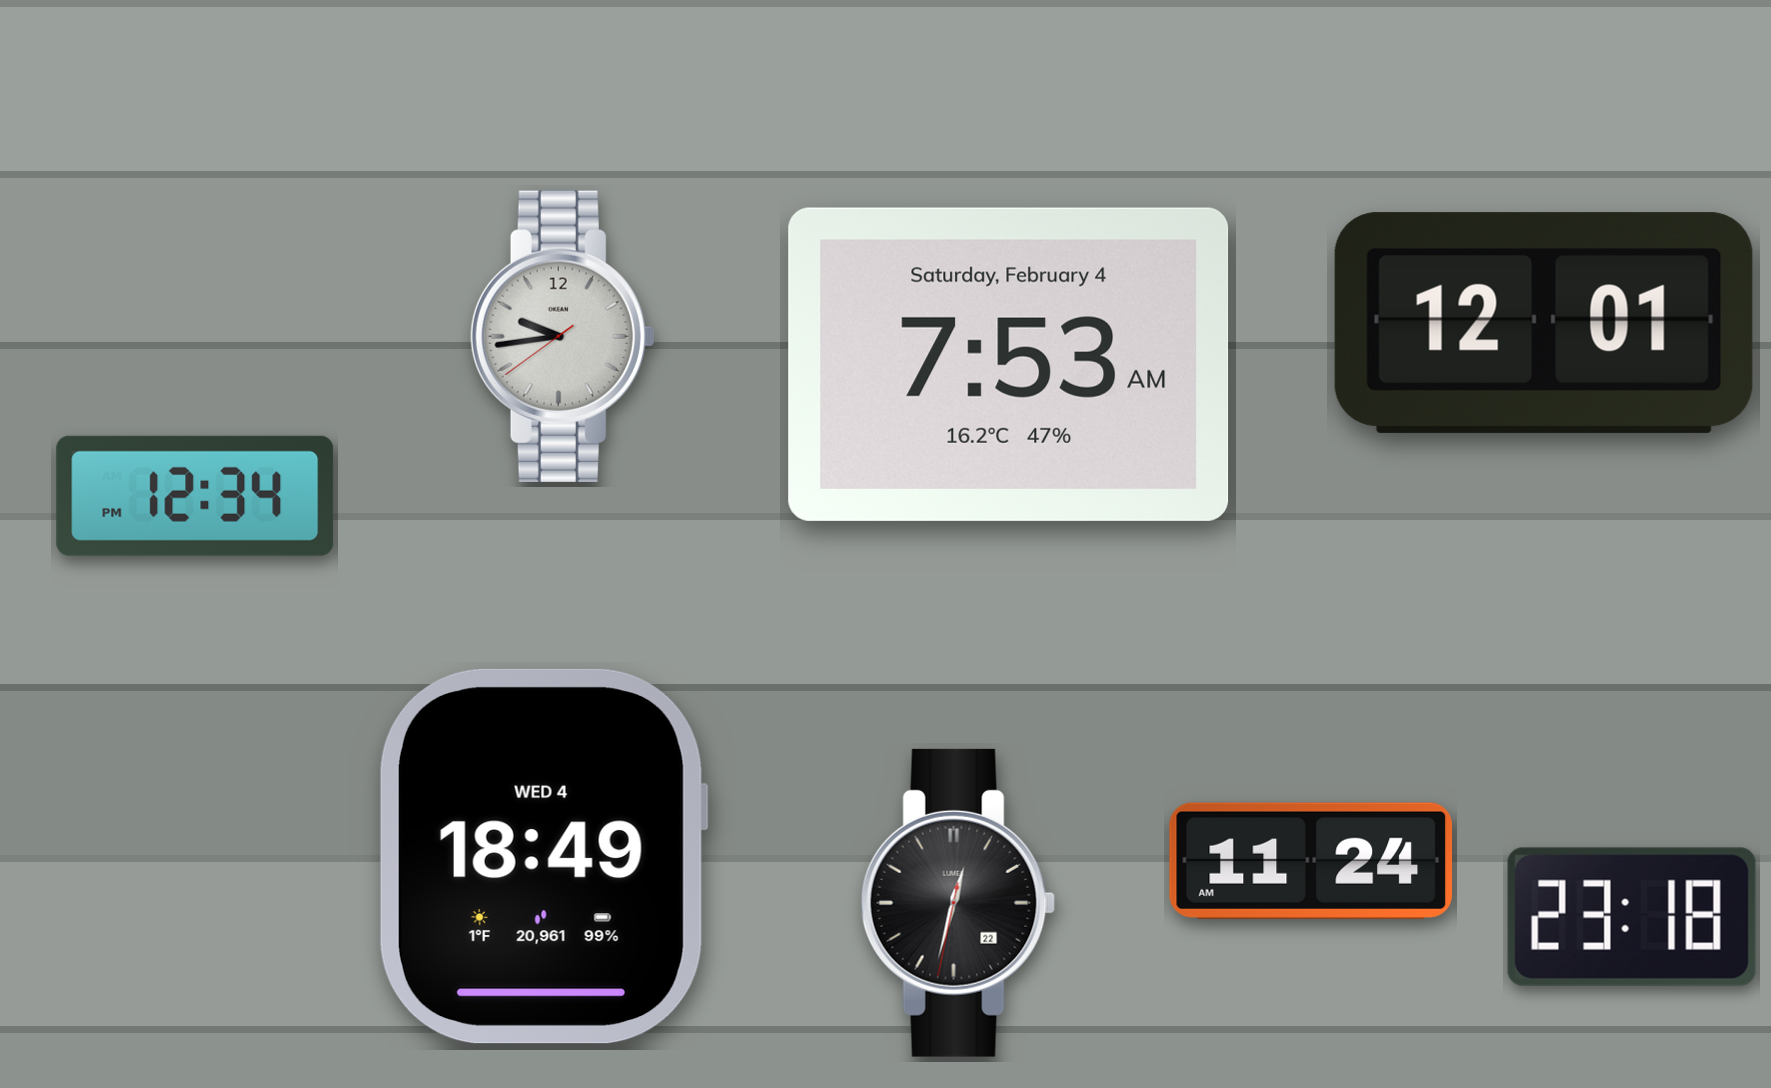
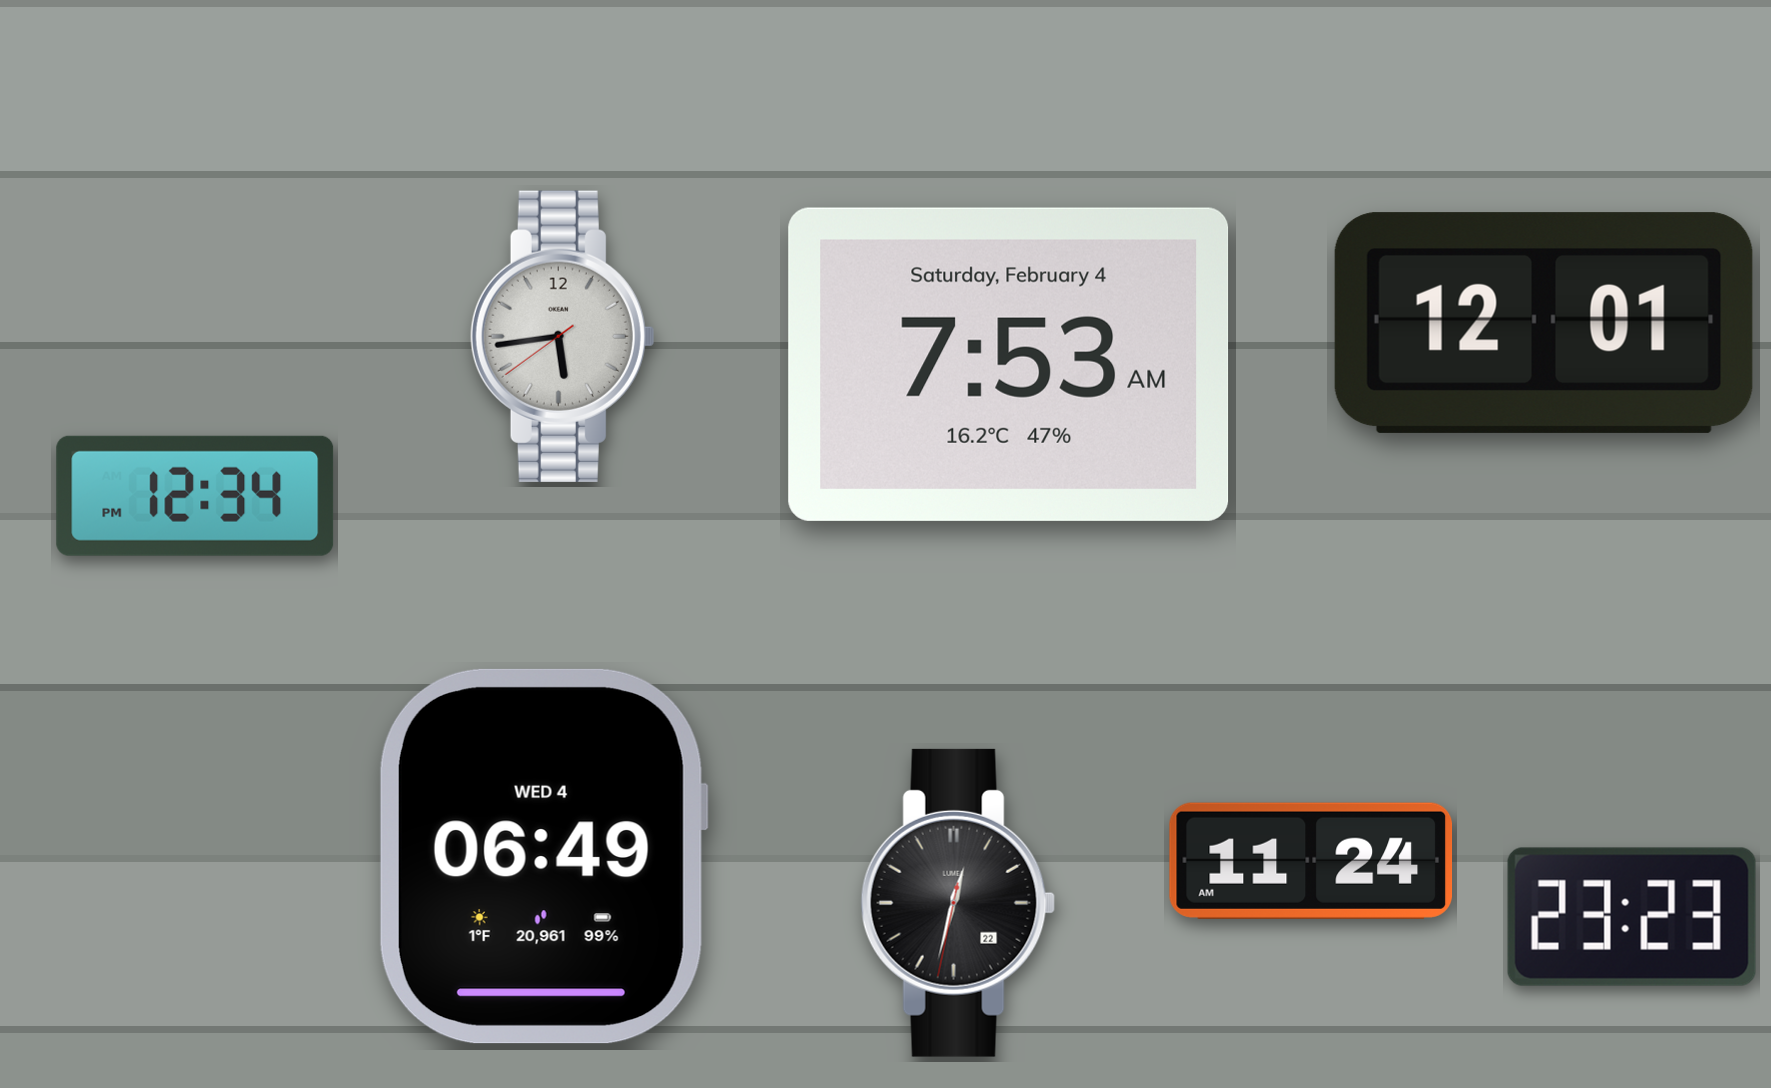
clock at (562, 336): 9:43 -> 5:43
clock at (543, 856): 18:49 -> 06:49
clock at (1632, 917): 23:18 -> 23:23
